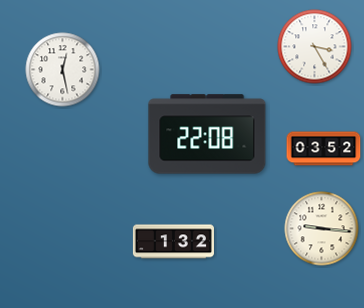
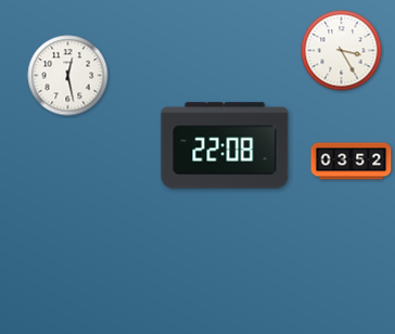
clock at (322, 229): 9:16 -> none
clock at (173, 242): 1:32 -> none
